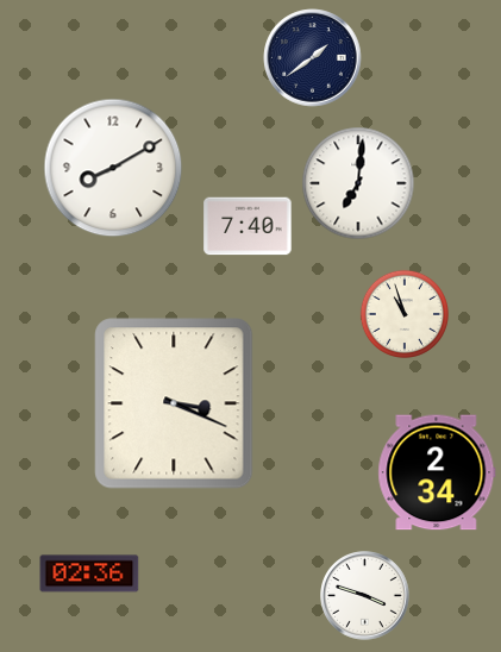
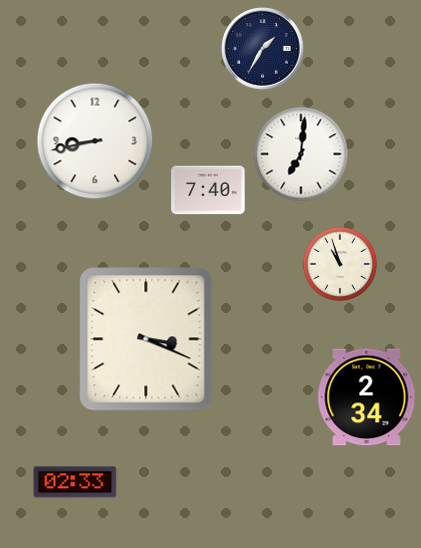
clock at (313, 58): 1:39 -> 1:35
clock at (113, 168): 8:10 -> 8:43
clock at (89, 573): 02:36 -> 02:33
clock at (365, 596): 3:48 -> none
